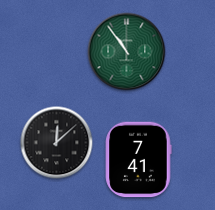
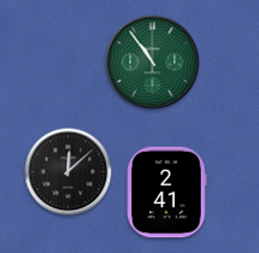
clock at (139, 160): 7:41 -> 2:41
